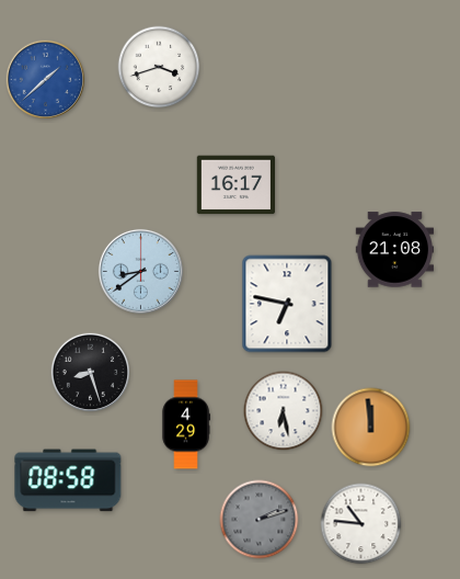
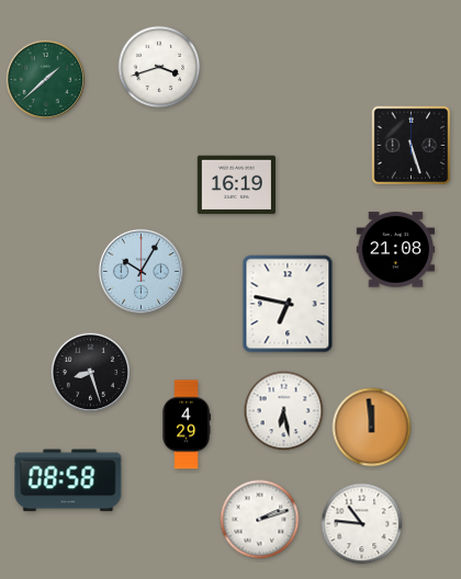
clock at (46, 80) dial: blue -> green
clock at (412, 146): none -> 5:27
clock at (235, 185): 16:17 -> 16:19
clock at (140, 271): 8:39 -> 10:05
clock at (260, 520) dial: grey -> white
